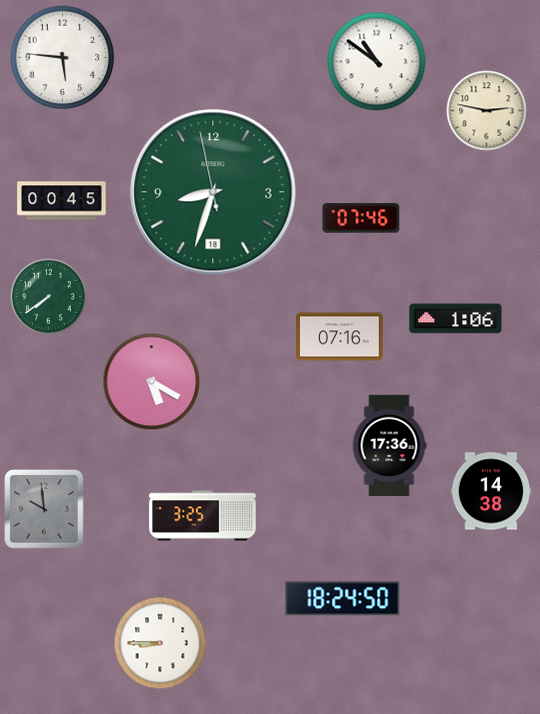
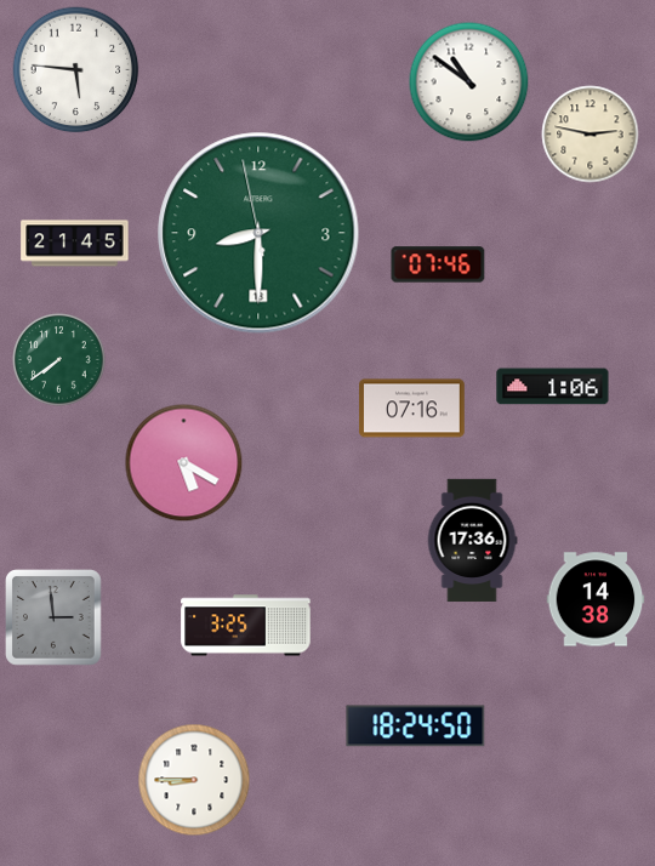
clock at (377, 62) position: (377, 62) -> (469, 82)
clock at (213, 192): 8:32 -> 8:29
clock at (62, 201): 00:45 -> 21:45
clock at (491, 491) position: (491, 491) -> (596, 599)
clock at (45, 510): 9:59 -> 2:59
